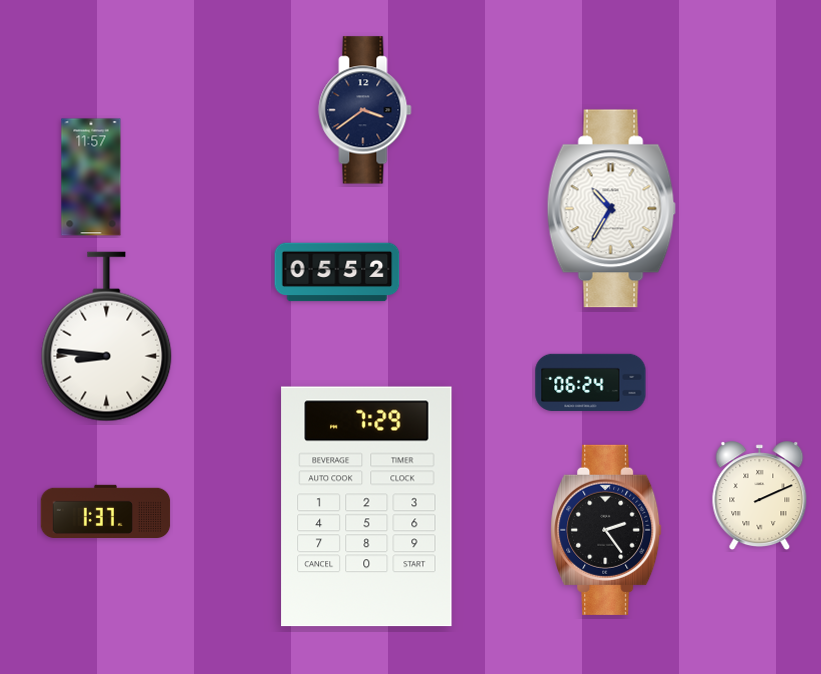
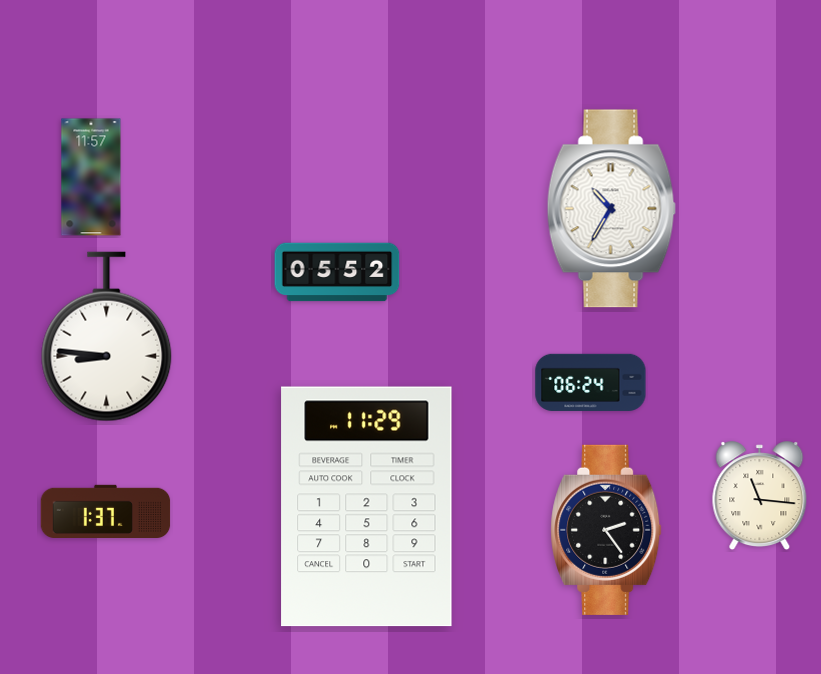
clock at (365, 110): 3:39 -> none
clock at (760, 496): 2:11 -> 11:16
clock at (367, 507): 7:29 -> 11:29
